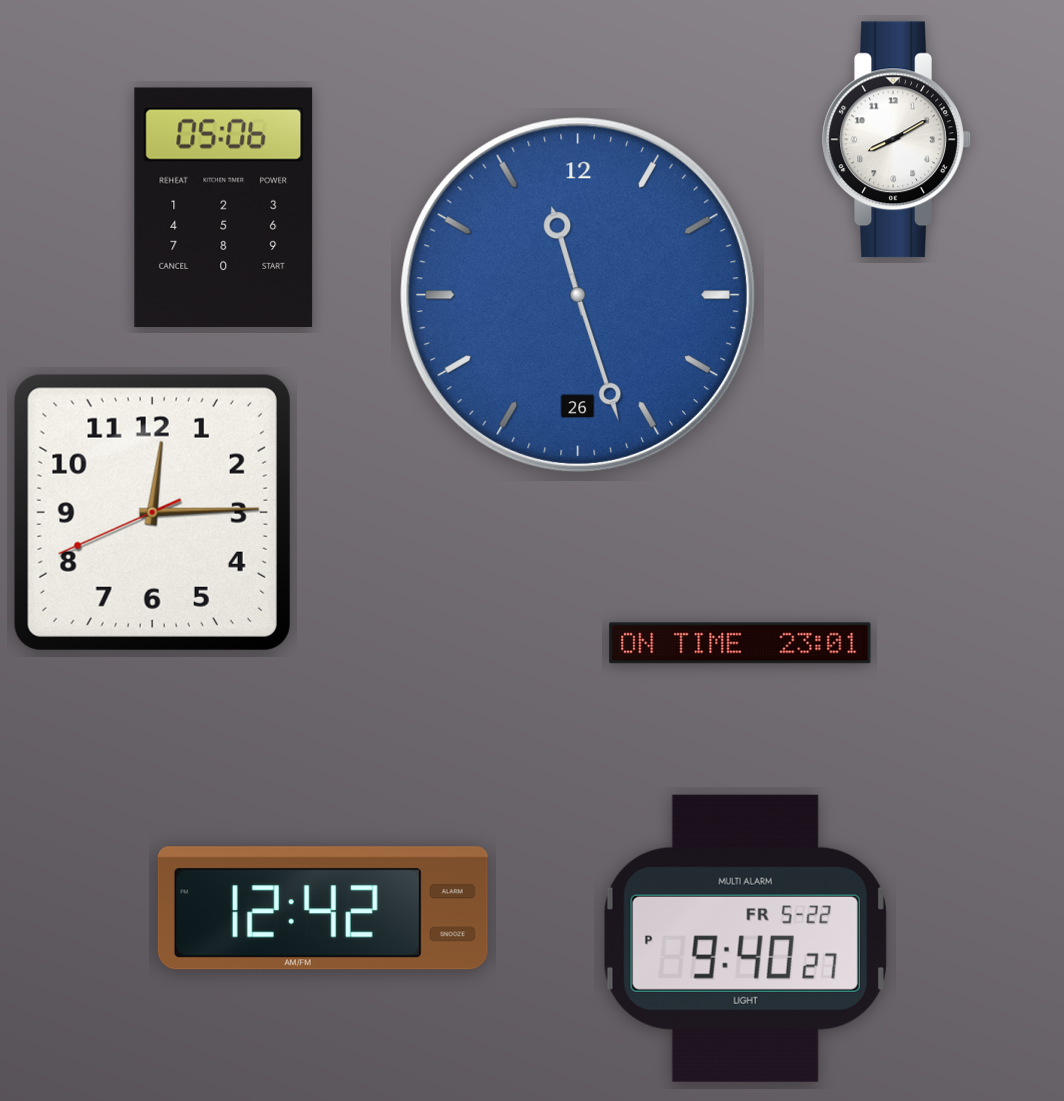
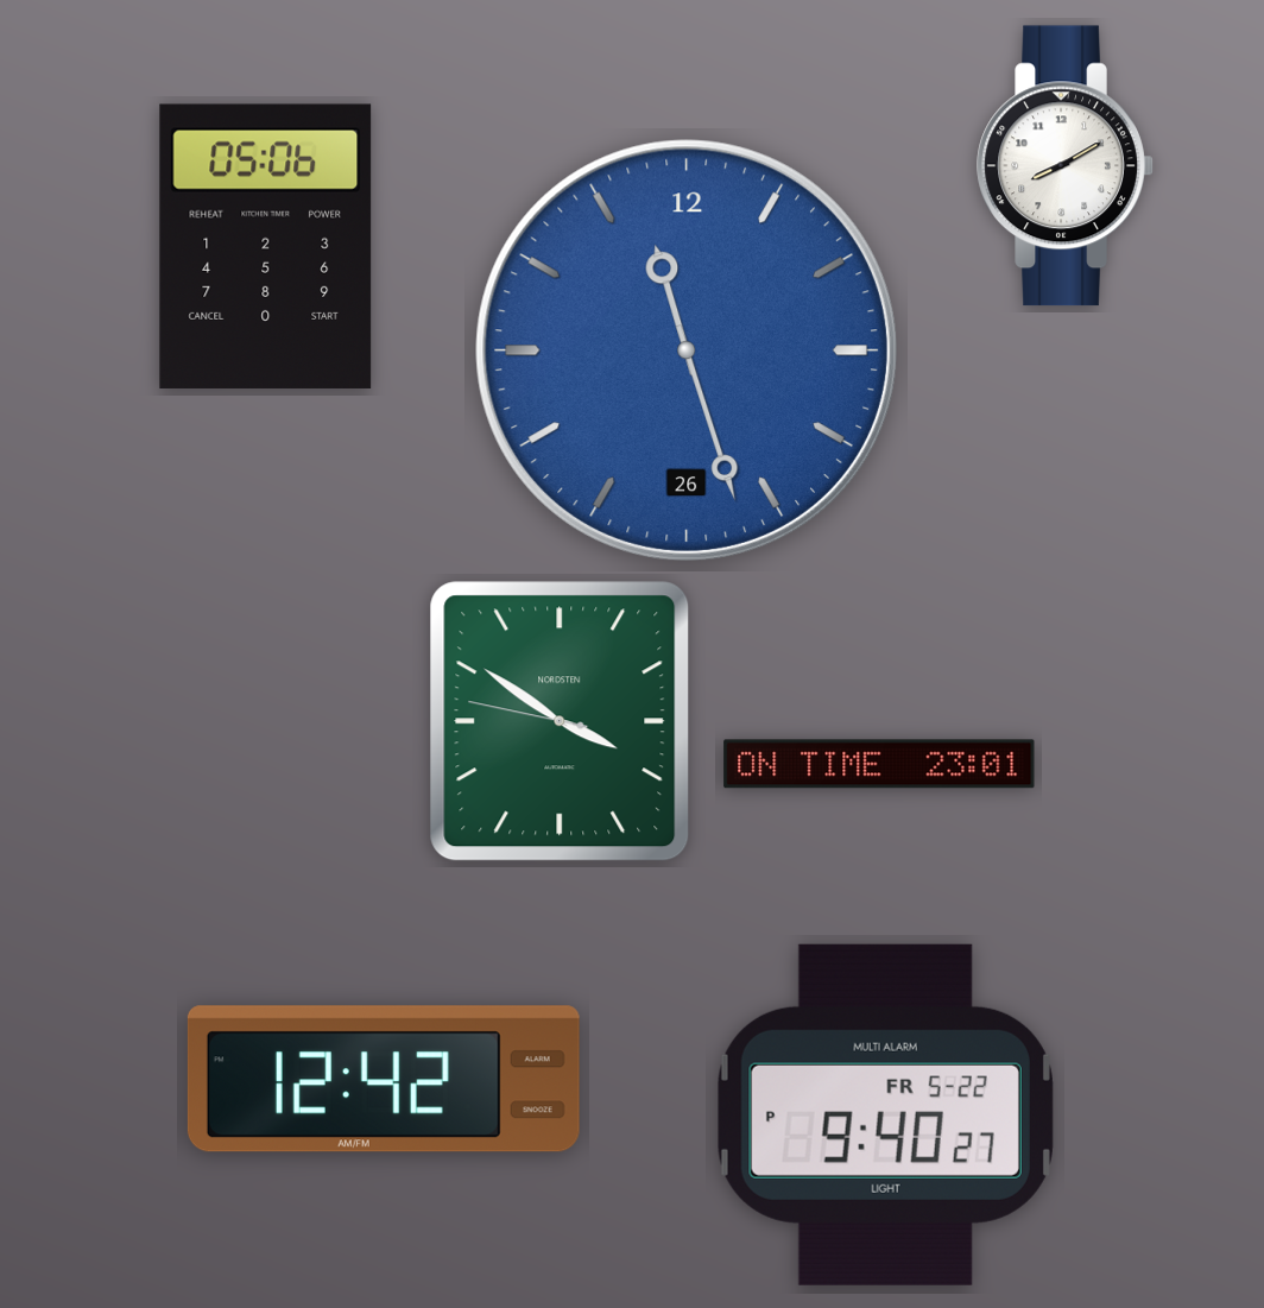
clock at (152, 512): 12:14 -> none
clock at (560, 721): none -> 3:50
